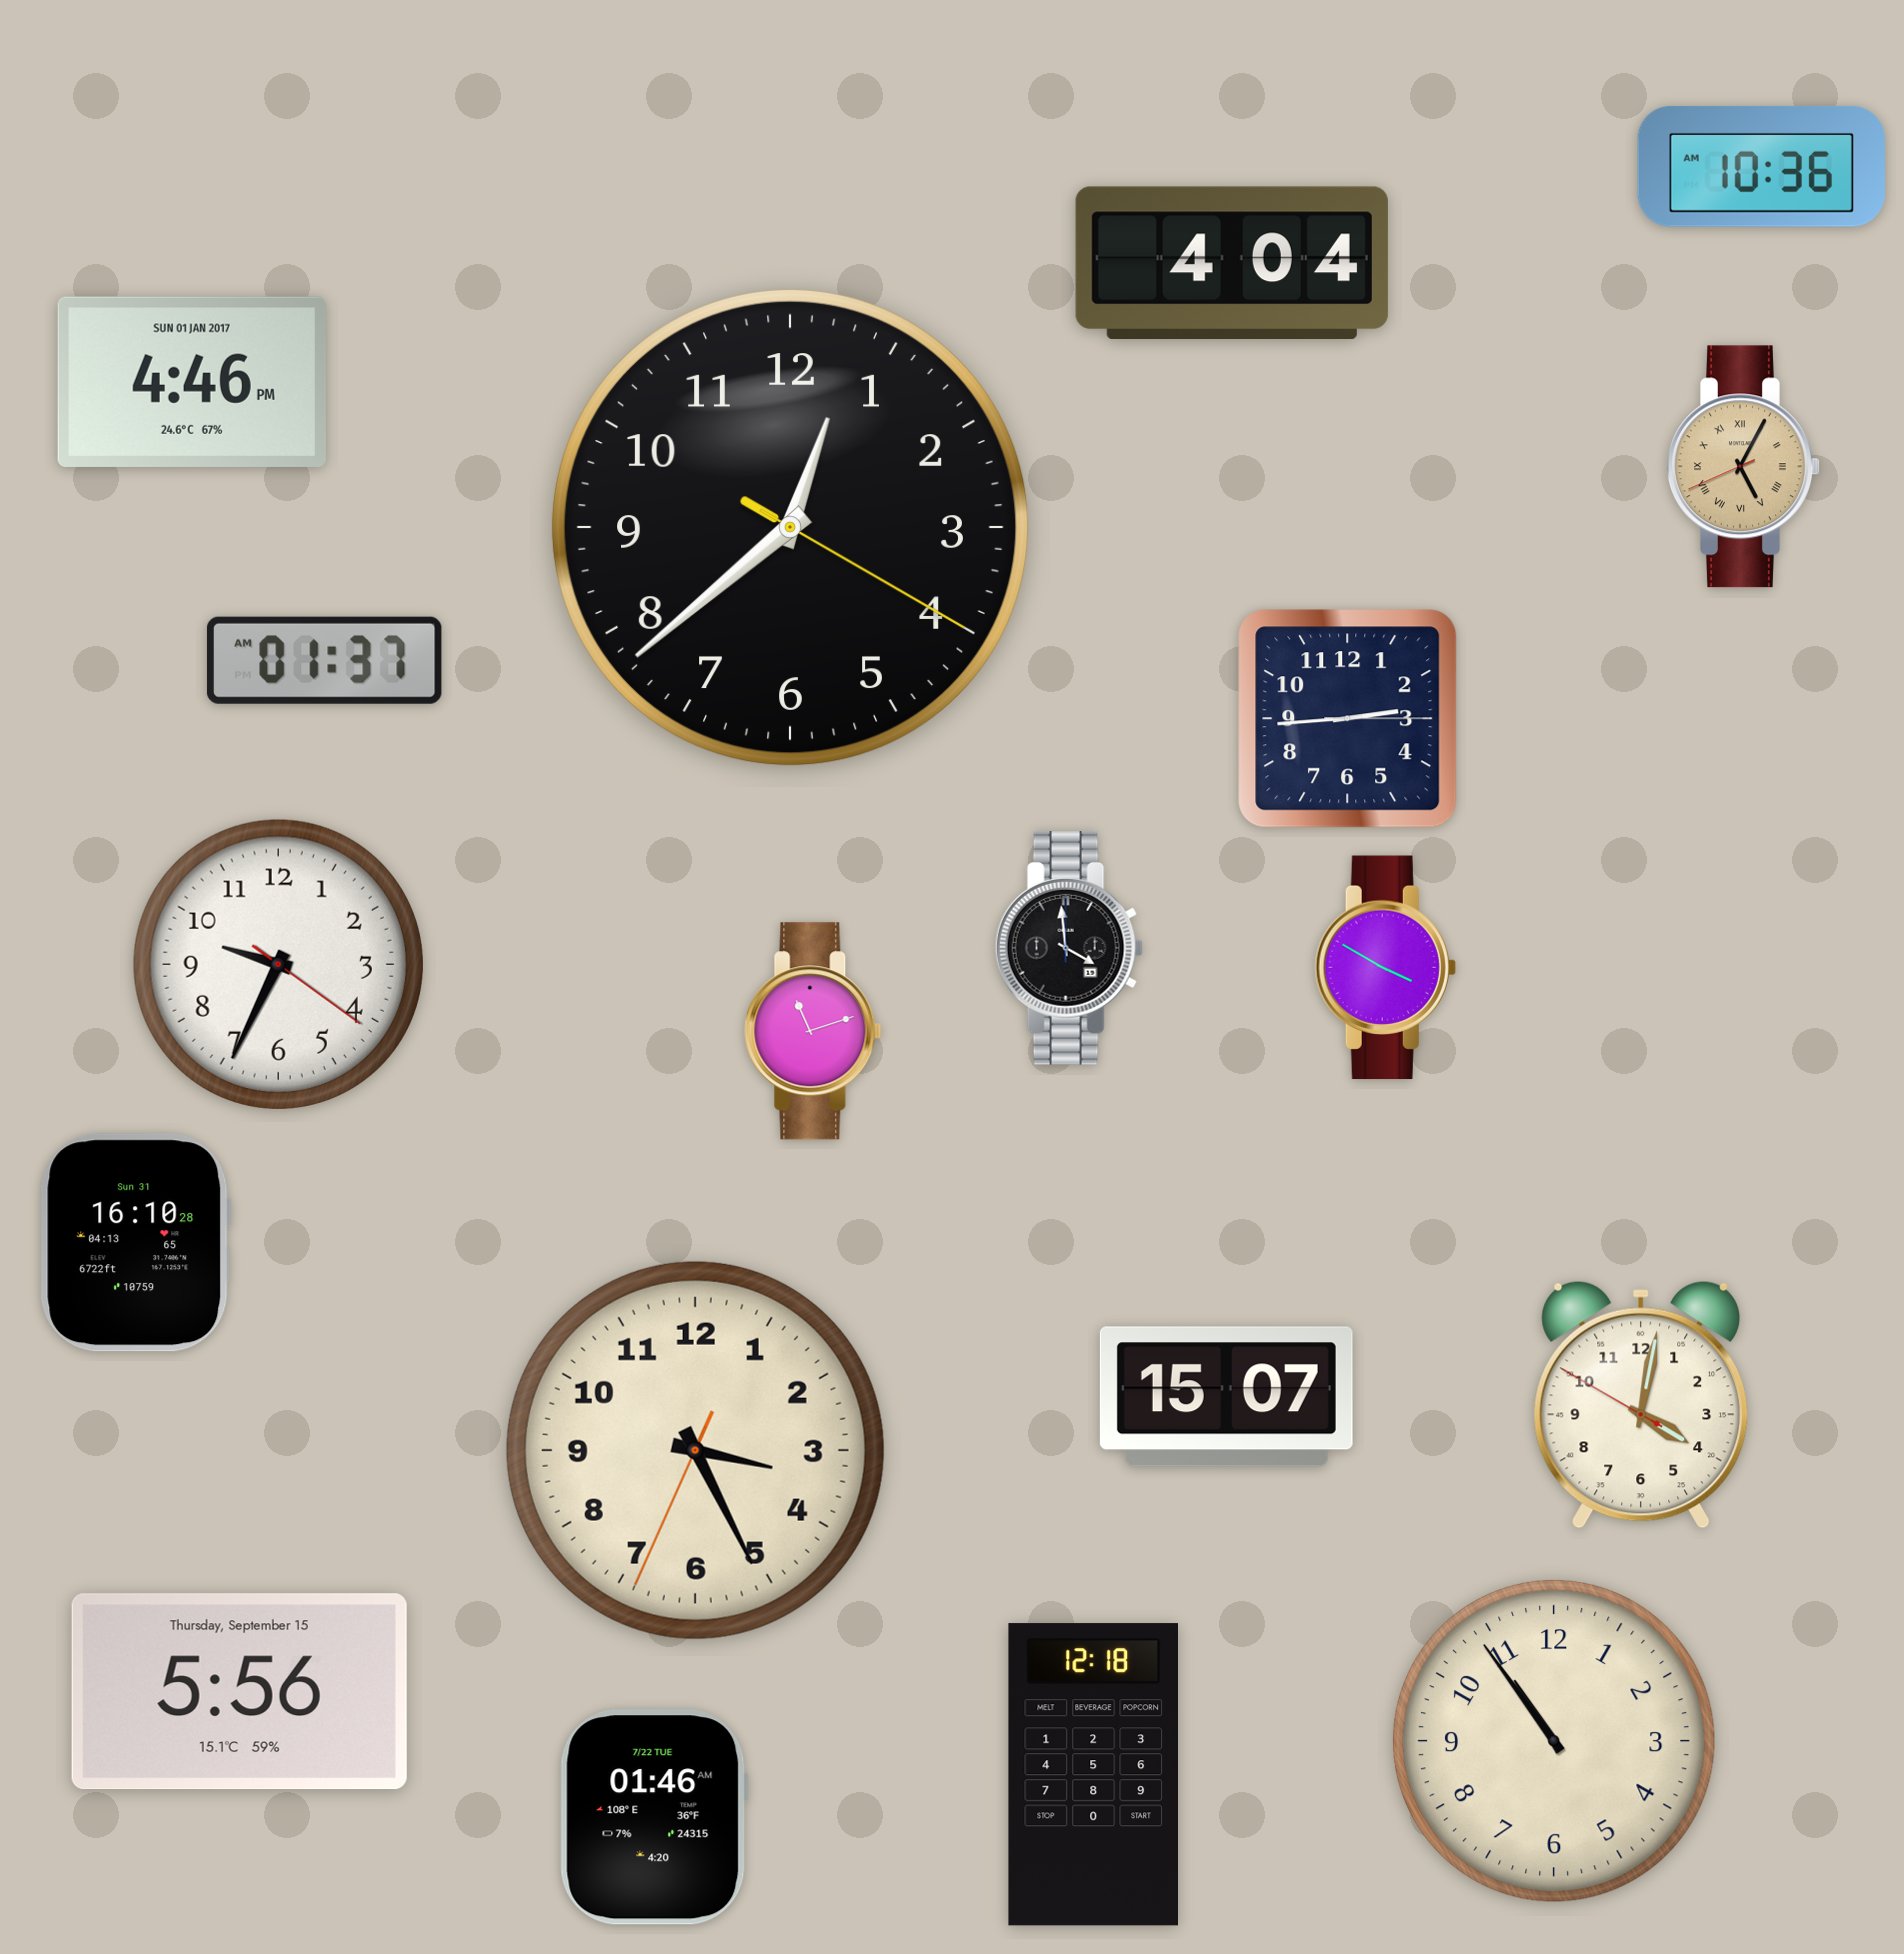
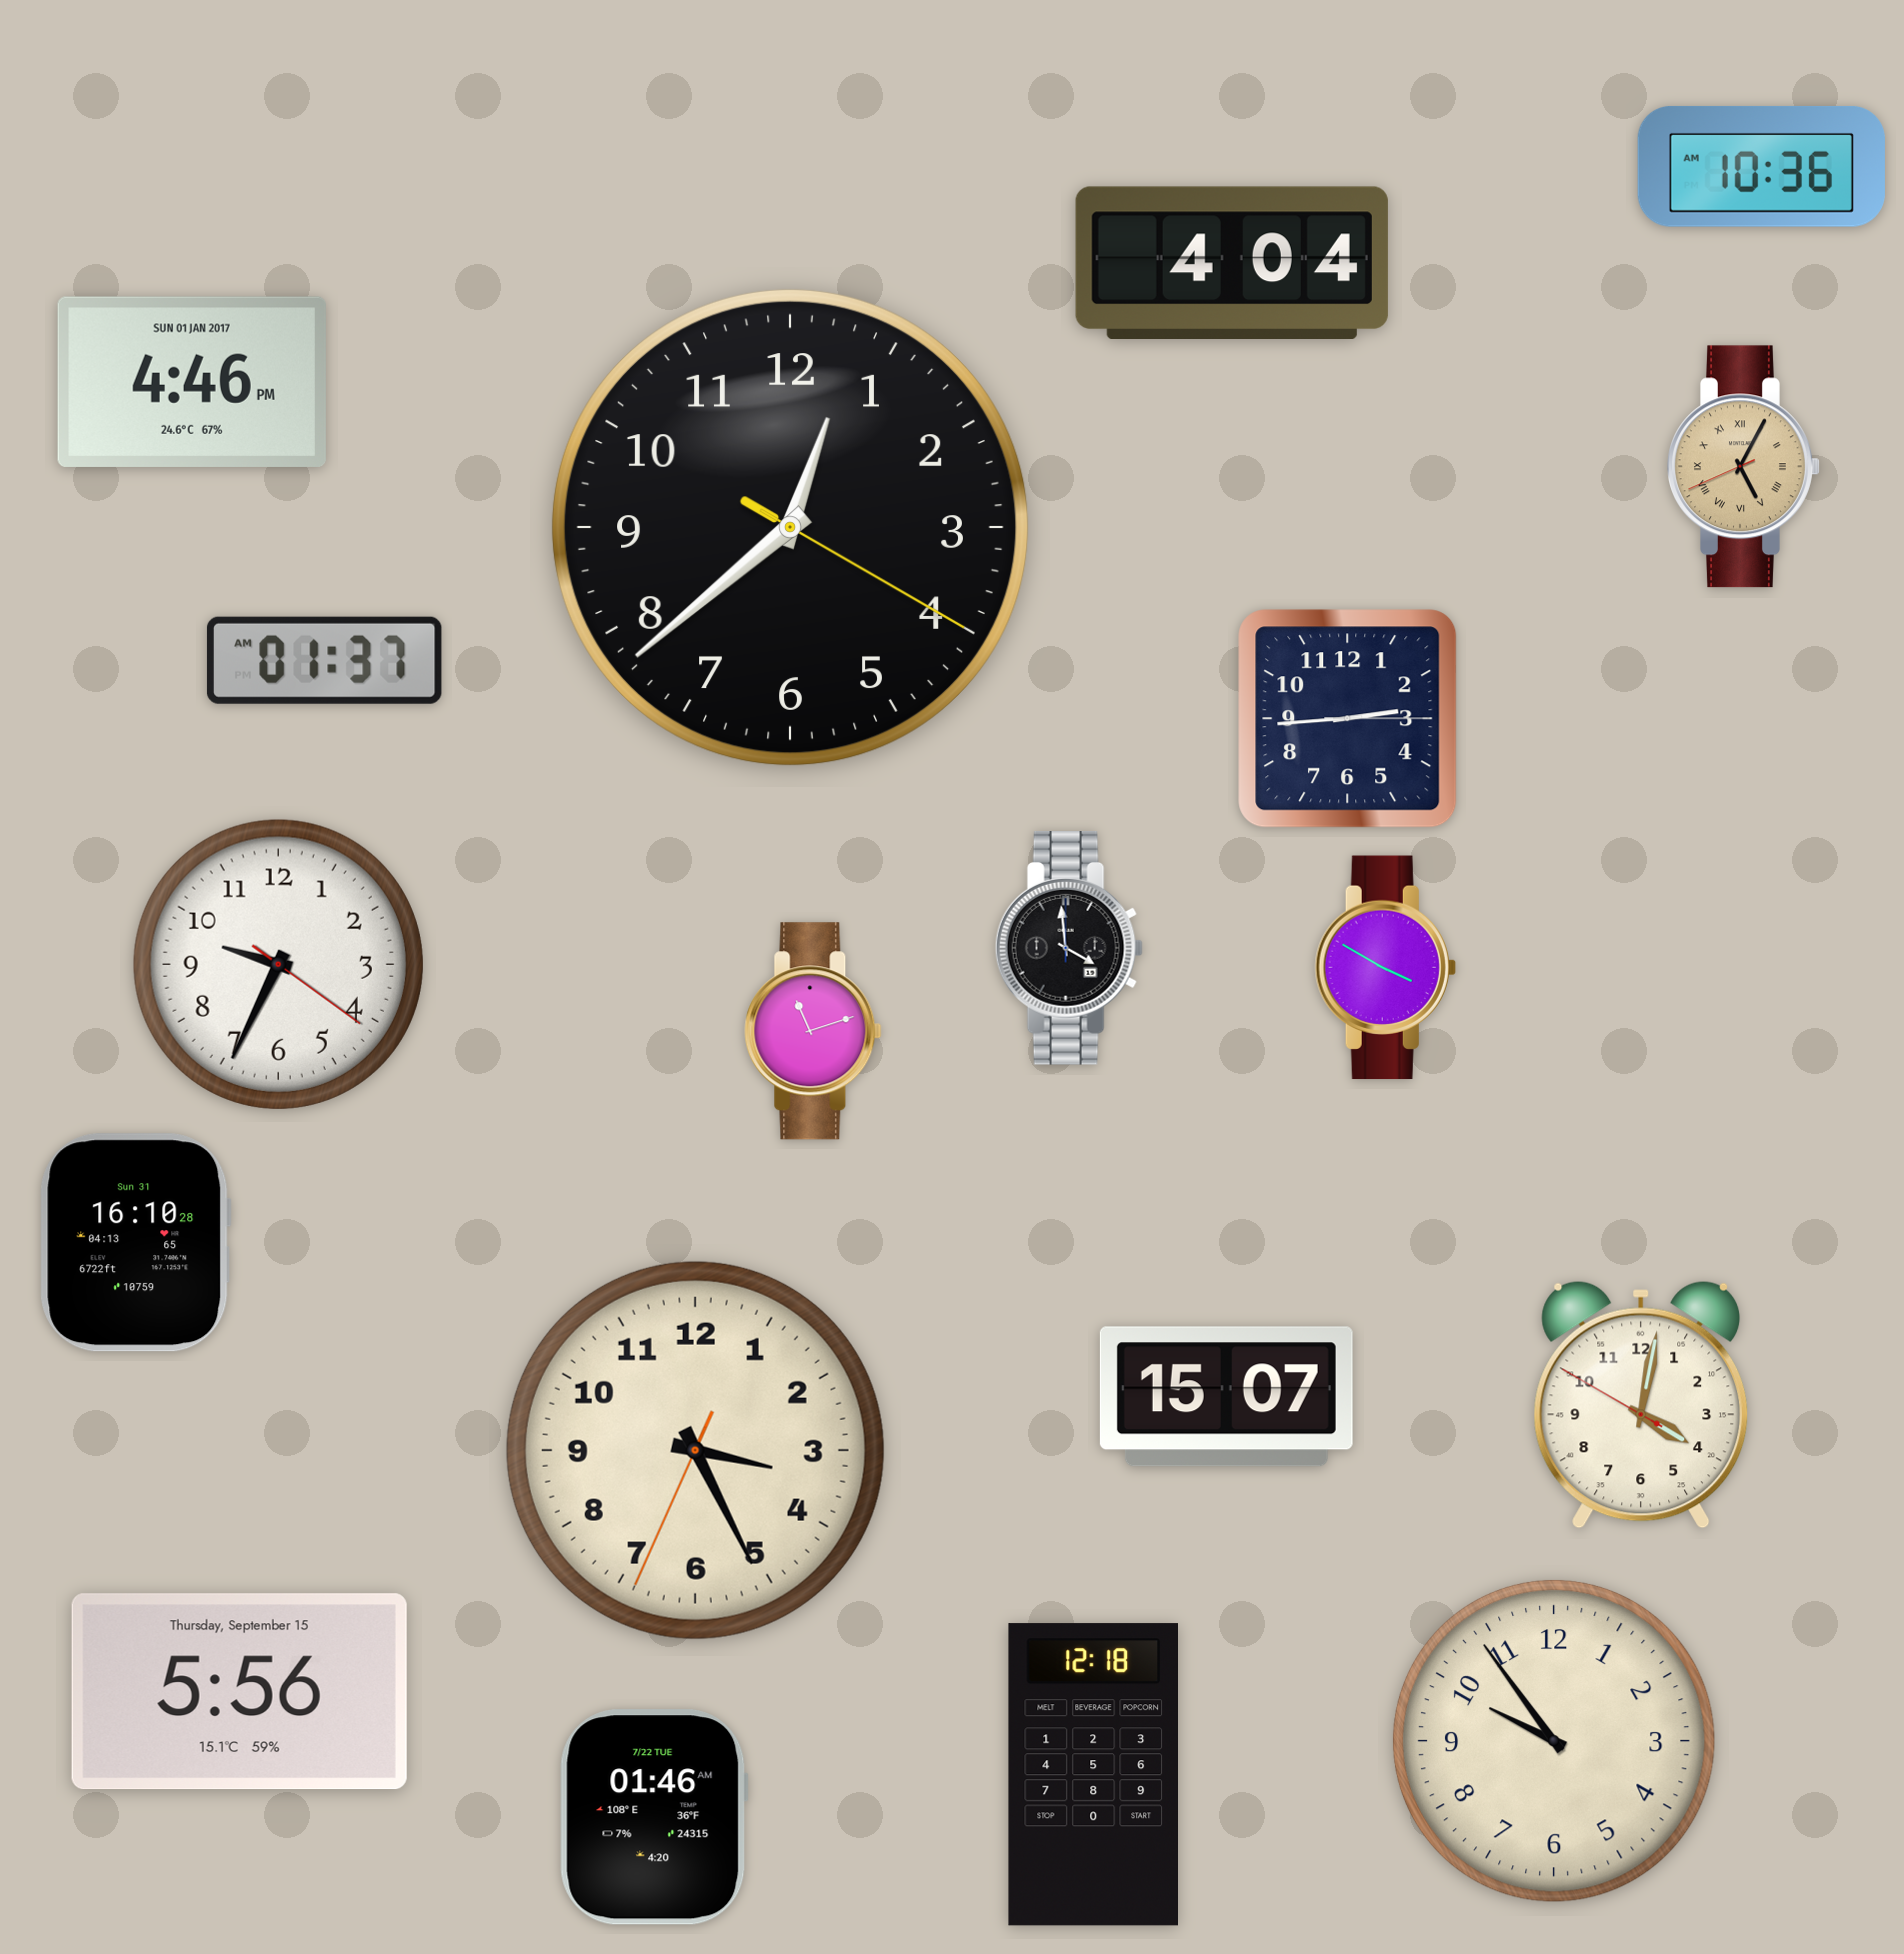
clock at (1554, 1741): 10:54 -> 9:54
